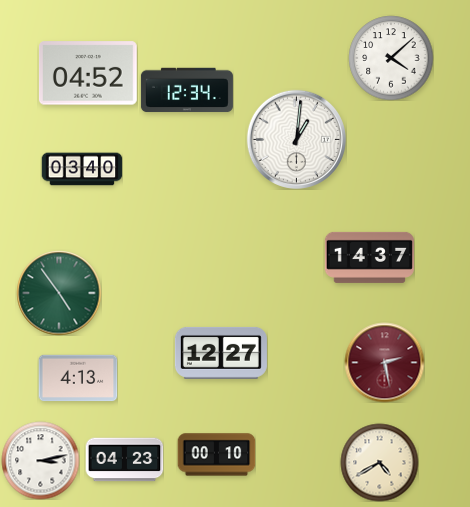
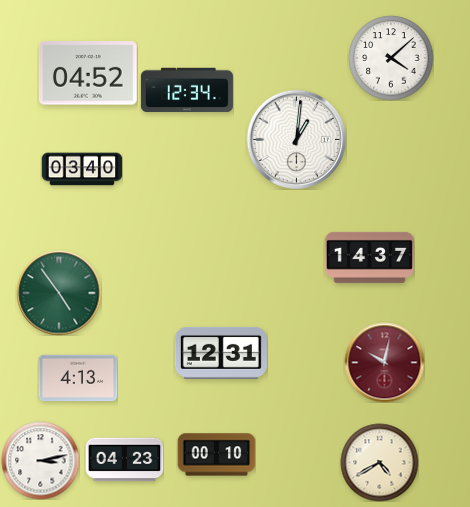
clock at (221, 353): 12:27 -> 12:31
clock at (384, 362): 2:28 -> 10:02
